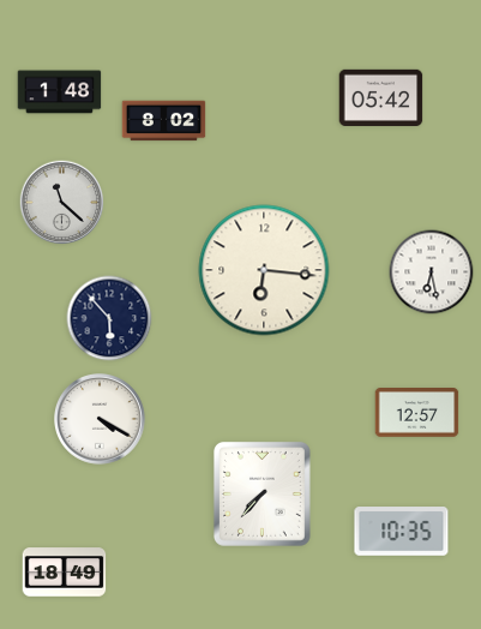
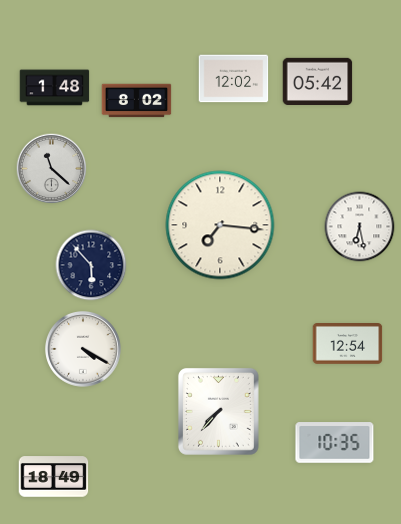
clock at (60, 92) position: (60, 92) -> (55, 88)
clock at (234, 79): none -> 12:02
clock at (264, 270): 6:16 -> 7:16
clock at (417, 413): 12:57 -> 12:54
